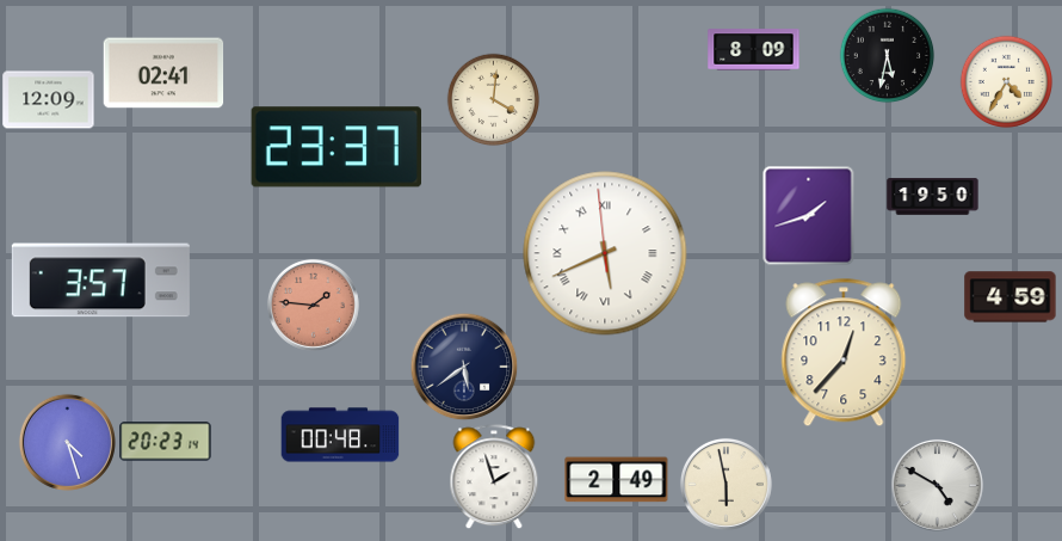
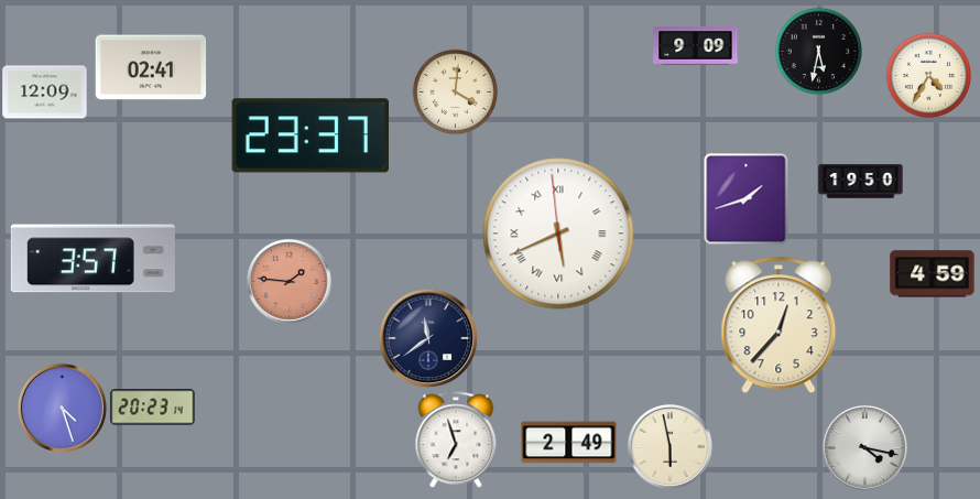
clock at (754, 50): 8:09 -> 9:09
clock at (464, 367): 5:39 -> 11:39
clock at (340, 435): 00:48 -> none
clock at (494, 477): 1:57 -> 6:57
clock at (937, 485): 4:50 -> 4:17
